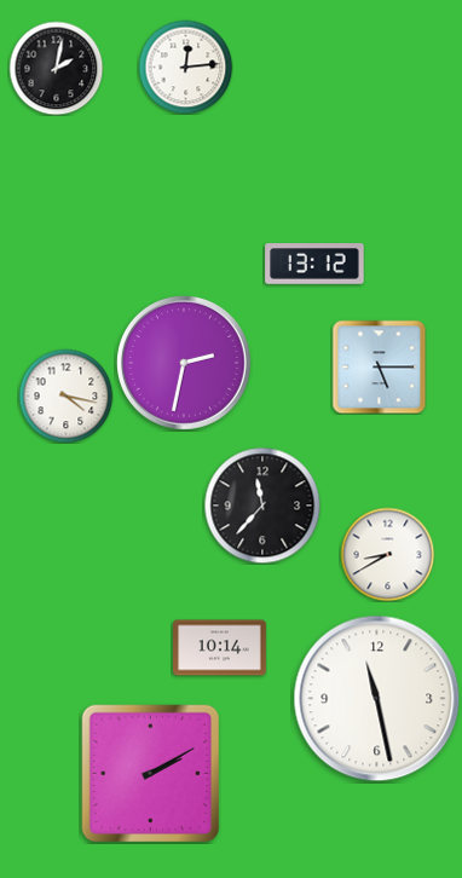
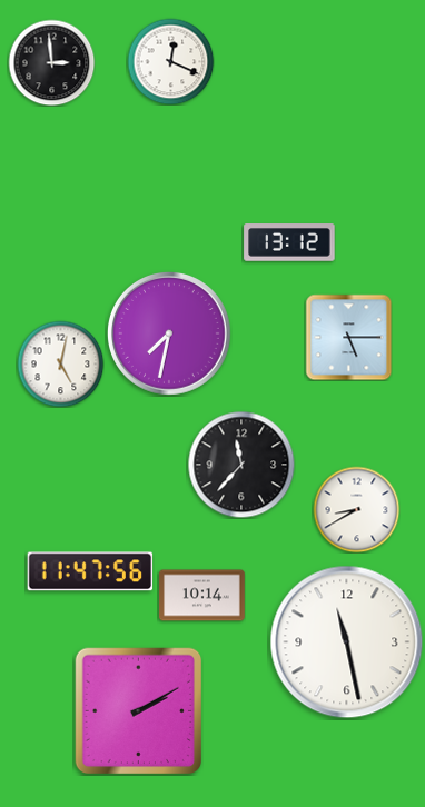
clock at (185, 67): 12:14 -> 12:19
clock at (56, 68): 2:02 -> 2:59
clock at (185, 364): 2:32 -> 7:32
clock at (65, 395): 4:17 -> 5:02
clock at (90, 571): none -> 11:47
